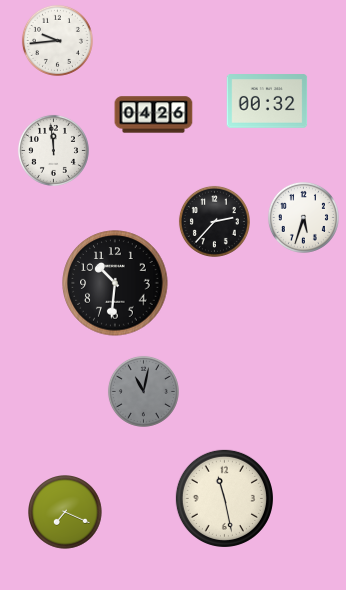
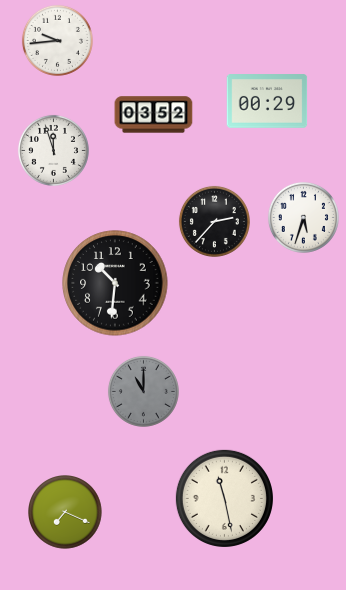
clock at (267, 101): 00:32 -> 00:29
clock at (154, 115): 04:26 -> 03:52
clock at (53, 150): 11:59 -> 11:57
clock at (143, 391): 11:02 -> 11:00
